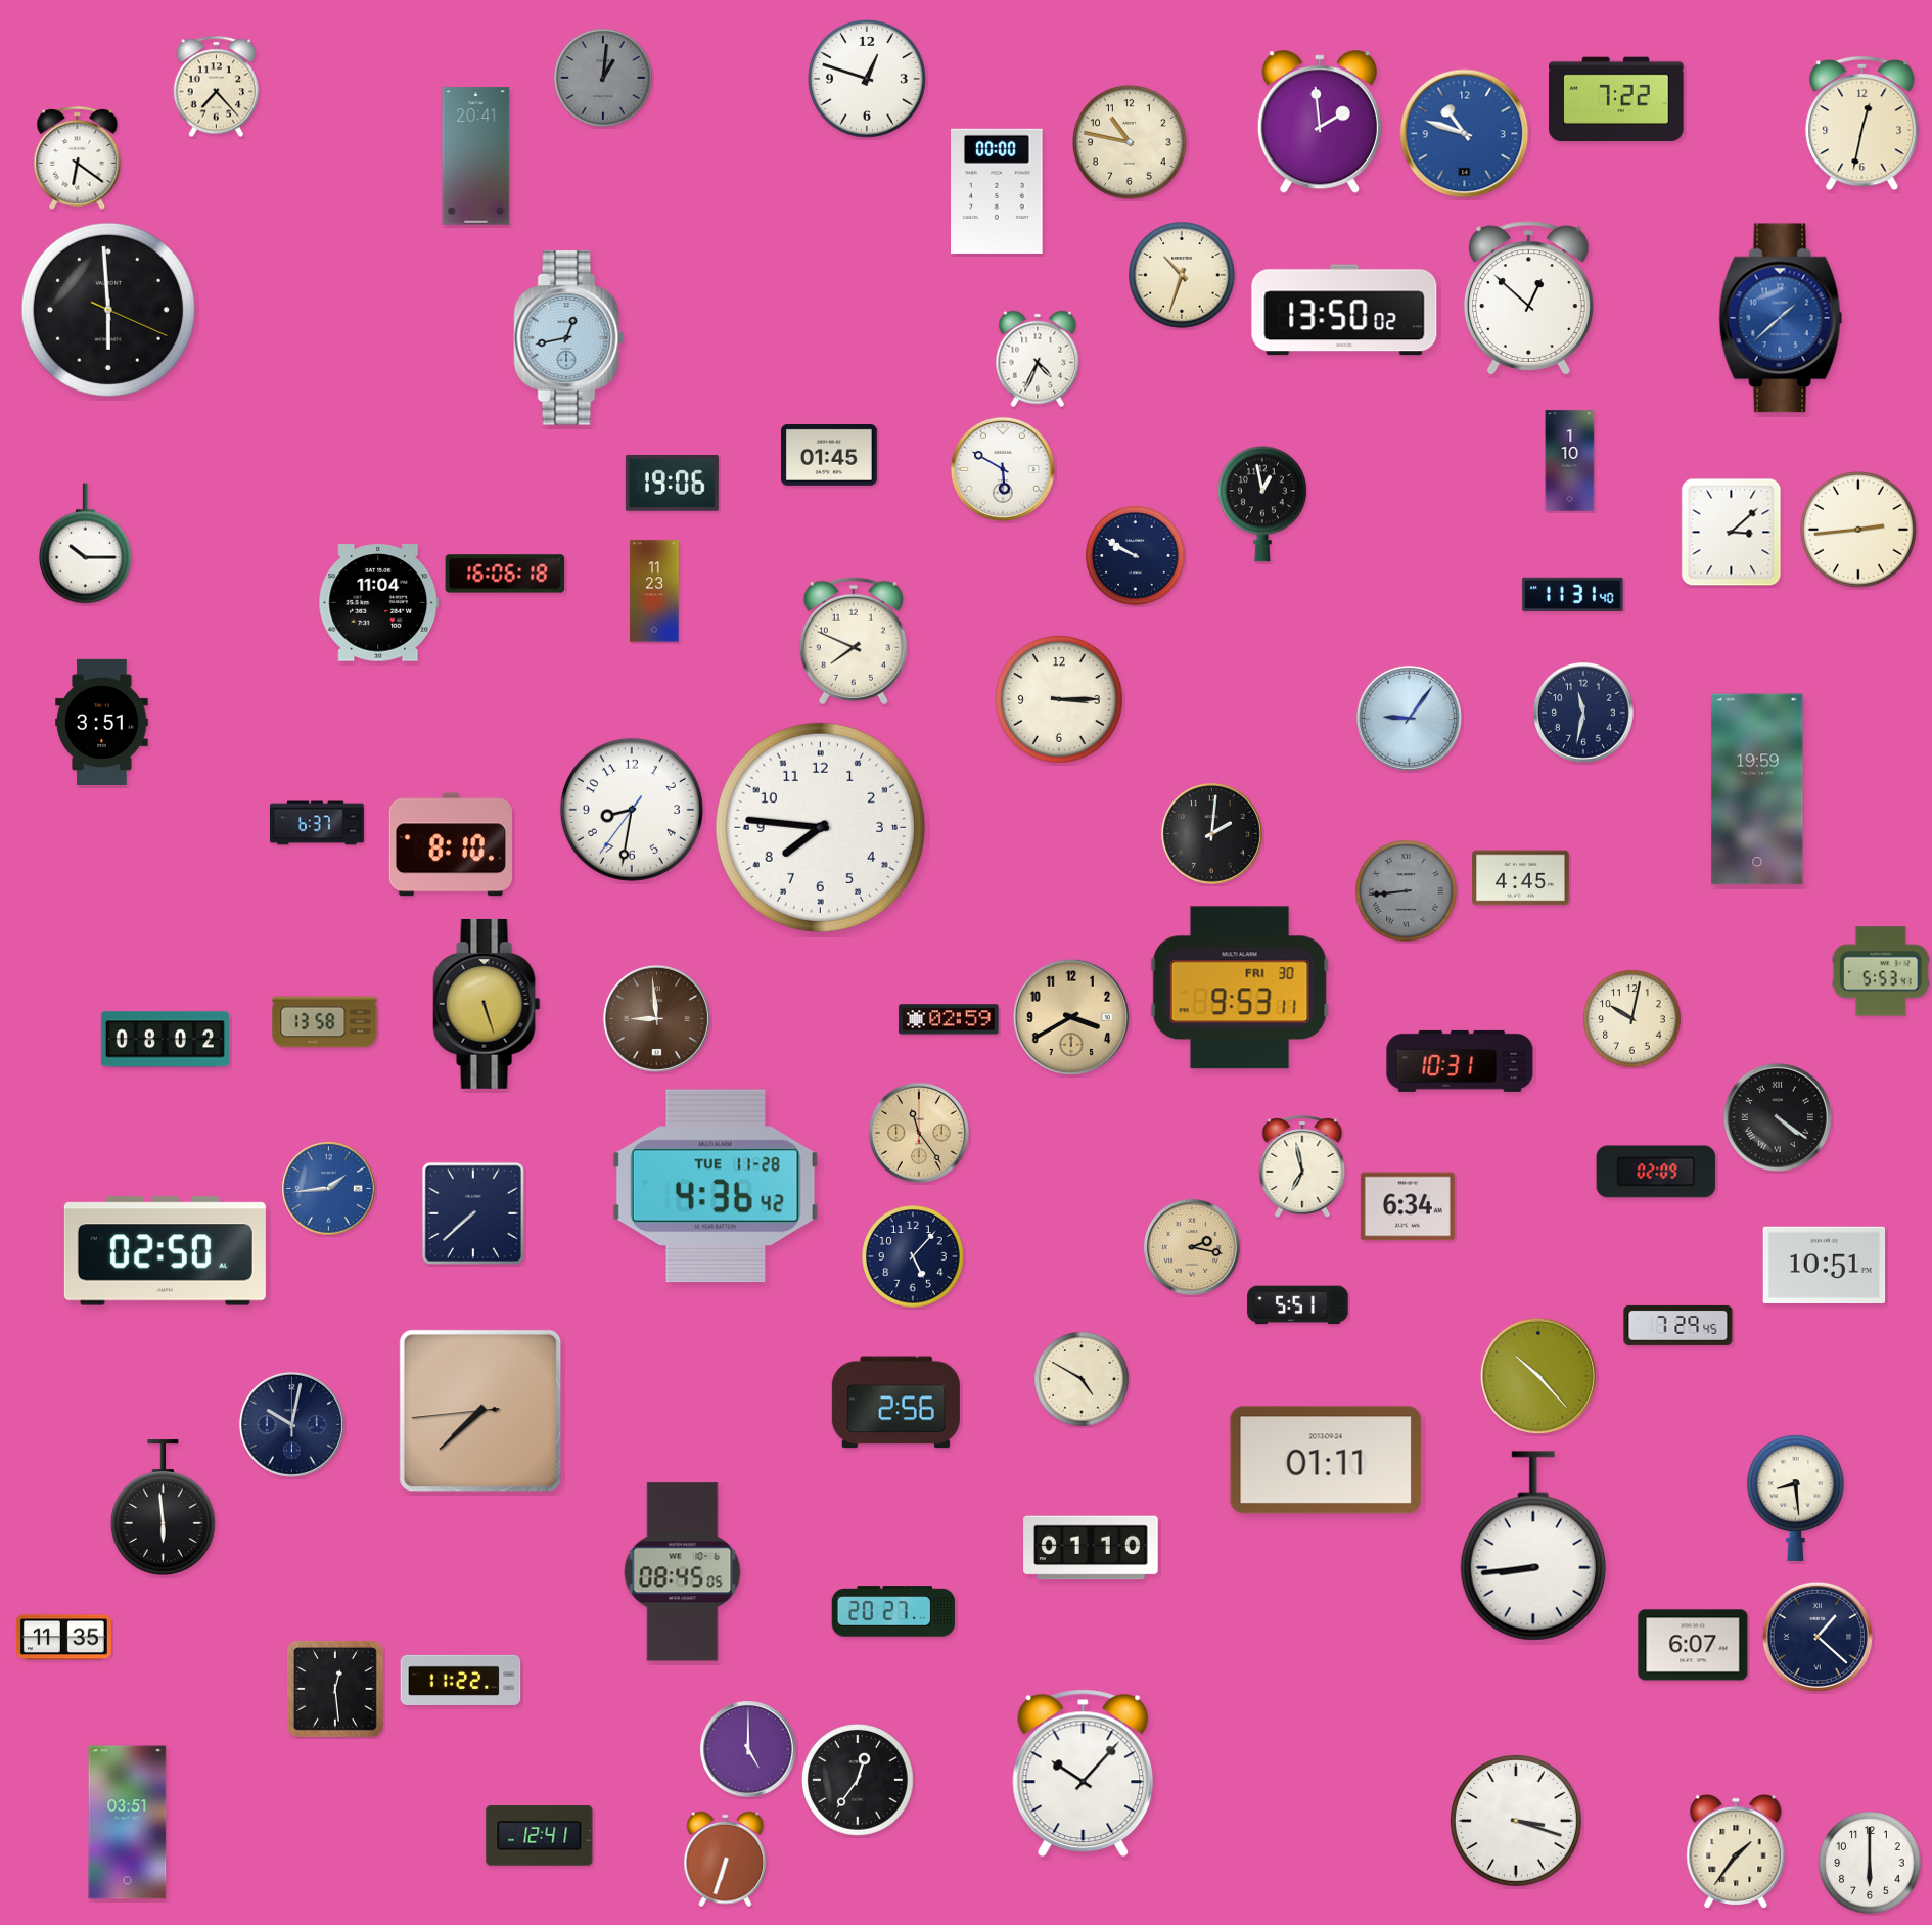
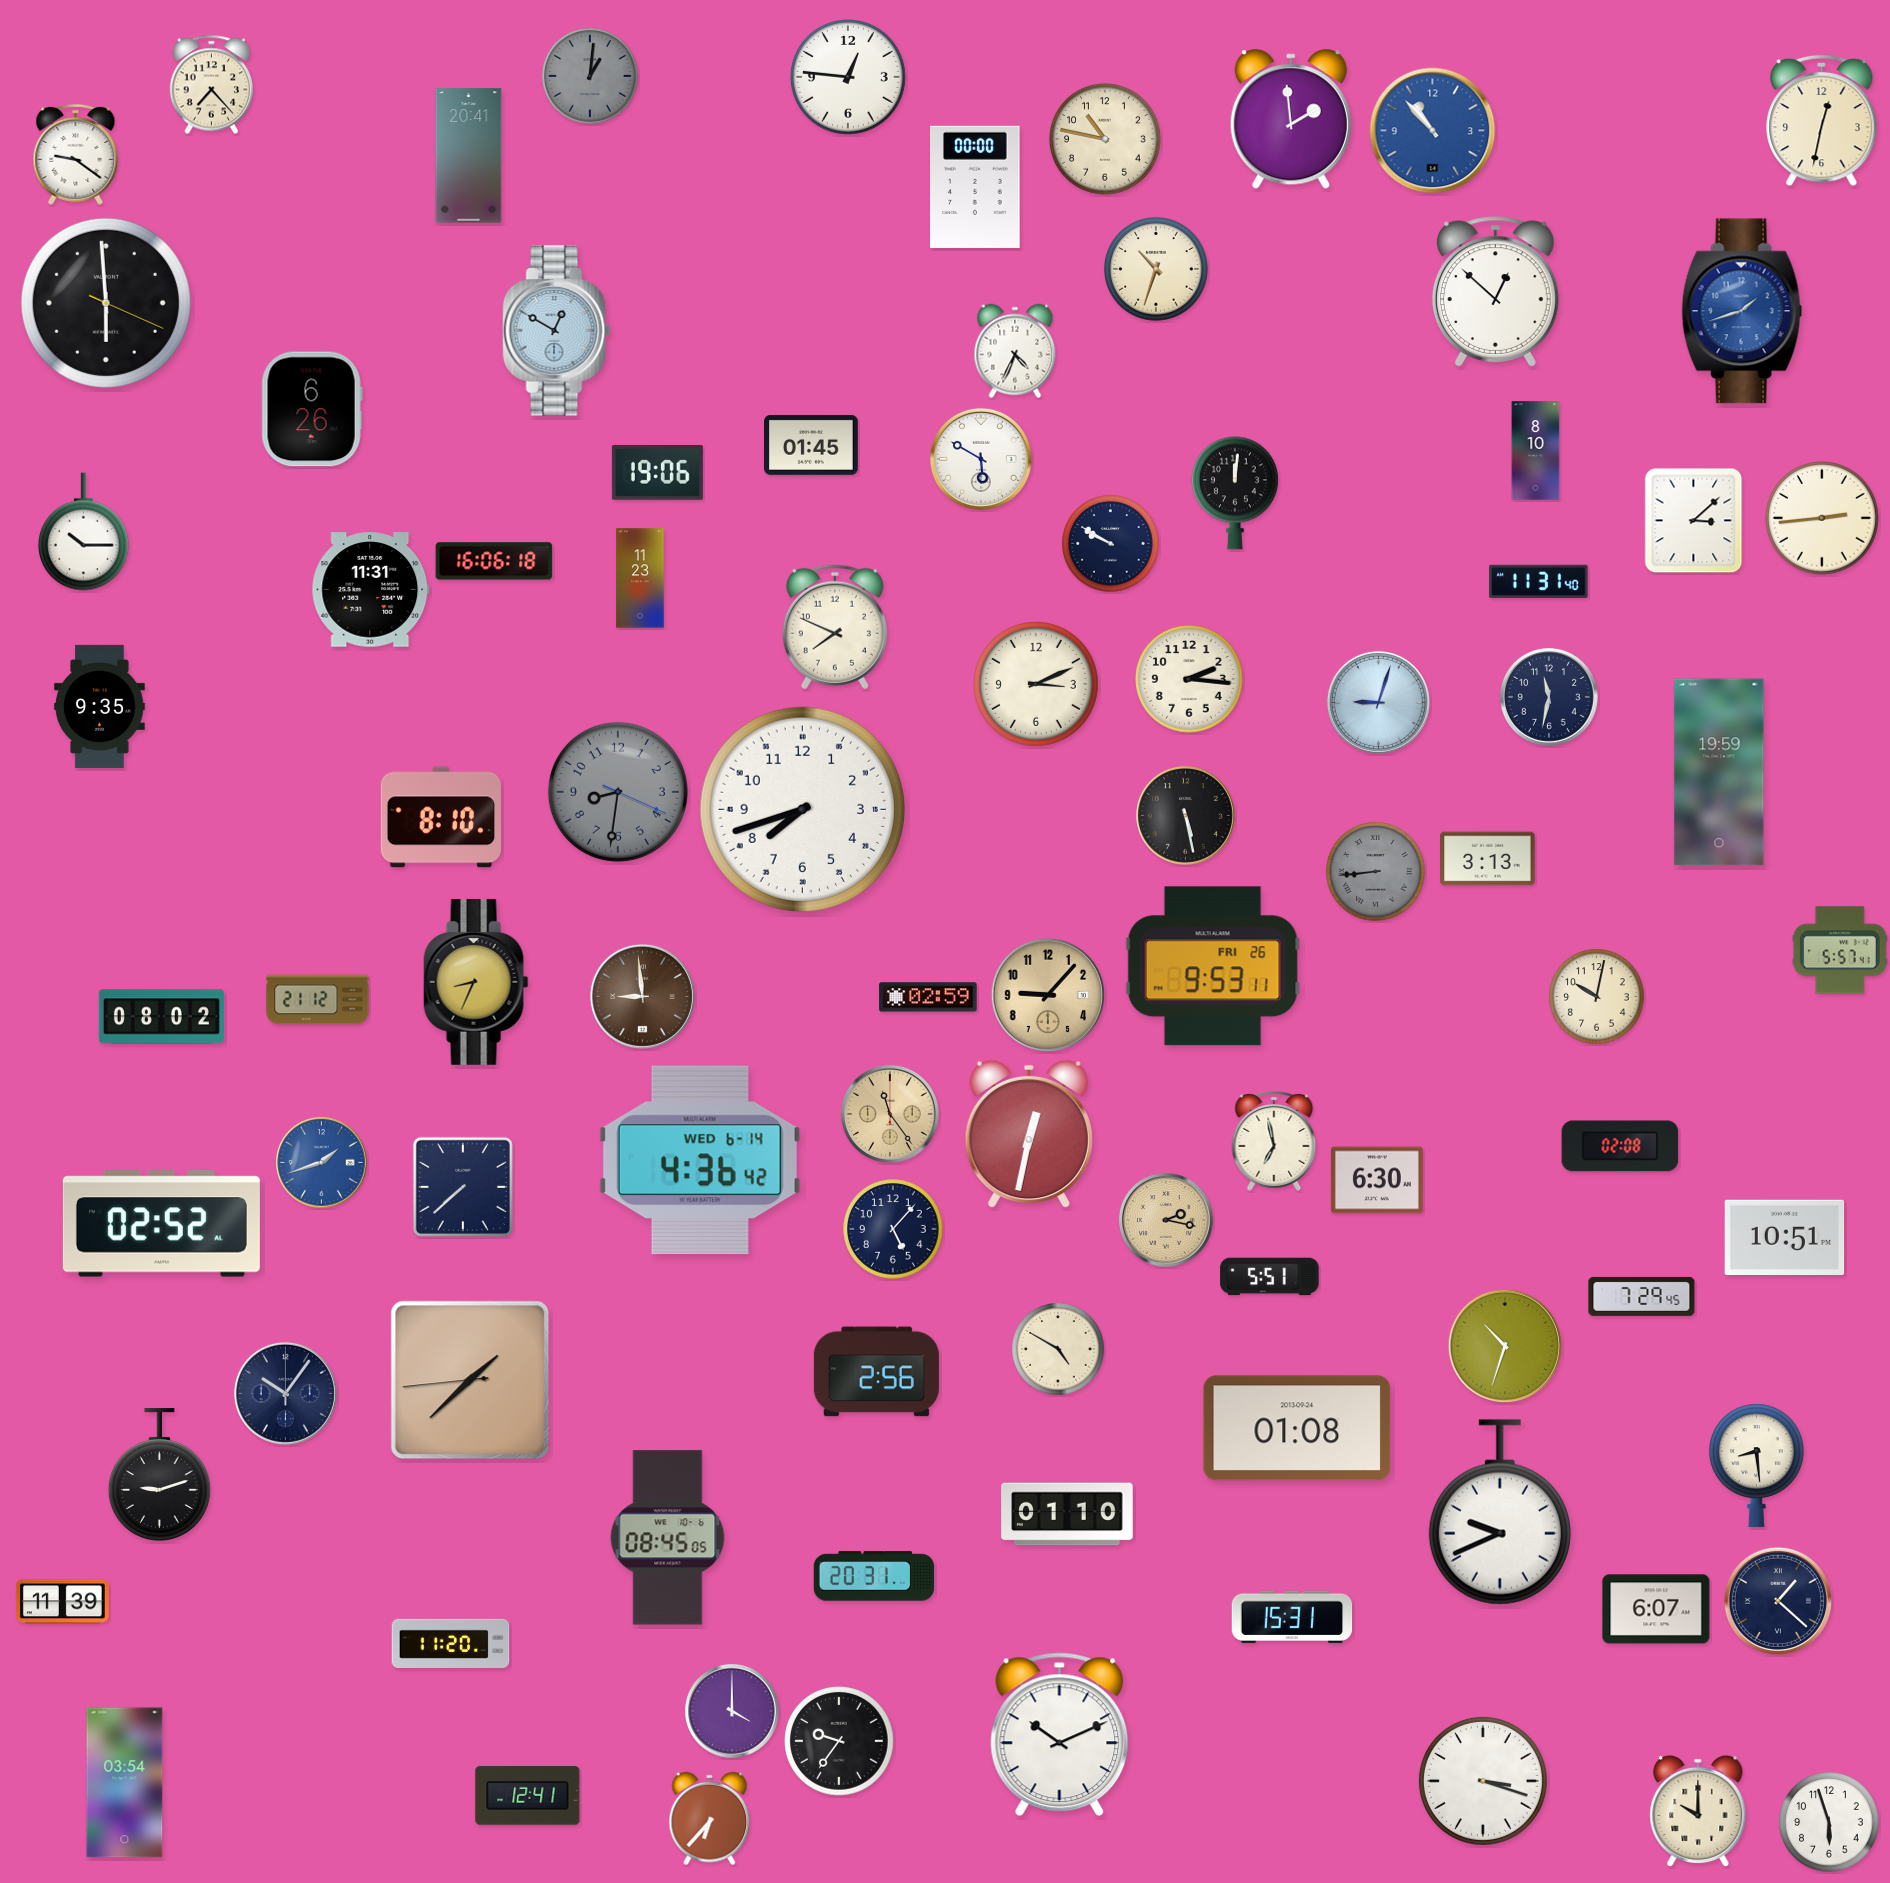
clock at (868, 80): 12:48 -> 12:46
clock at (1616, 99): 7:22 -> none
clock at (1465, 134): 10:48 -> 10:53
clock at (476, 156) position: (476, 156) -> (469, 156)
clock at (78, 157): 6:21 -> 9:21
clock at (1344, 310): 13:50 -> none
clock at (1781, 318): 1:38 -> 1:42
clock at (569, 338): 12:43 -> 12:50
clock at (312, 409): none -> 6:26
clock at (1570, 461): 1:10 -> 8:10
clock at (1262, 504): 12:58 -> 12:01
clock at (1859, 531) position: (1859, 531) -> (1823, 519)
clock at (379, 603): 11:04 -> 11:31
clock at (1189, 679): none -> 2:16
clock at (1059, 699): 3:15 -> 3:11
clock at (1409, 718): 9:06 -> 9:03
clock at (102, 722): 3:51 -> 9:35
clock at (632, 810): 8:31:36 -> 8:31:19
clock at (632, 810) dial: white -> grey
clock at (317, 823): 6:37 -> none
clock at (820, 827): 7:46 -> 7:42
clock at (1211, 833): 2:01 -> 5:28
clock at (451, 844) position: (451, 844) -> (441, 817)
clock at (1521, 878): 4:45 -> 3:13
clock at (1881, 971): 5:53 -> 5:57
clock at (1240, 988) date: FRI 30 -> FRI 26
clock at (487, 1004): 5:27 -> 8:34
clock at (1070, 1016): 3:40 -> 9:07
clock at (325, 1022): 13:58 -> 21:12
clock at (1460, 1061): 10:31 -> none
clock at (1778, 1117): 4:21 -> none
clock at (919, 1133) position: (919, 1133) -> (890, 1114)
clock at (1029, 1134): none -> 12:32
clock at (1656, 1172): 02:09 -> 02:08
clock at (716, 1186) date: TUE 11-28 -> WED 6-14
clock at (329, 1189): 1:44 -> 1:42
clock at (1408, 1206): 6:34 -> 6:30
clock at (165, 1251): 02:50 -> 02:52
clock at (1537, 1375): 10:23 -> 10:33
clock at (480, 1411): 7:37 -> 1:37
clock at (291, 1424): 10:02 -> 10:06
clock at (1326, 1460): 01:11 -> 01:08
clock at (163, 1508): 5:59 -> 9:12
clock at (1533, 1546): 8:44 -> 9:41
clock at (893, 1611): 20:27 -> 20:31
clock at (63, 1638): 11:35 -> 11:39
clock at (1292, 1617): none -> 15:31
clock at (461, 1680): 11:22 -> 11:20
clock at (335, 1689): 12:29 -> none
clock at (748, 1749): 5:00 -> 4:00
clock at (1084, 1774): 10:07 -> 10:11
clock at (858, 1780): 12:36 -> 9:36
clock at (128, 1823): 03:51 -> 03:54
clock at (1736, 1851): 1:36 -> 10:00
clock at (726, 1860): 6:33 -> 6:37
clock at (1870, 1863): 6:00 -> 5:57
